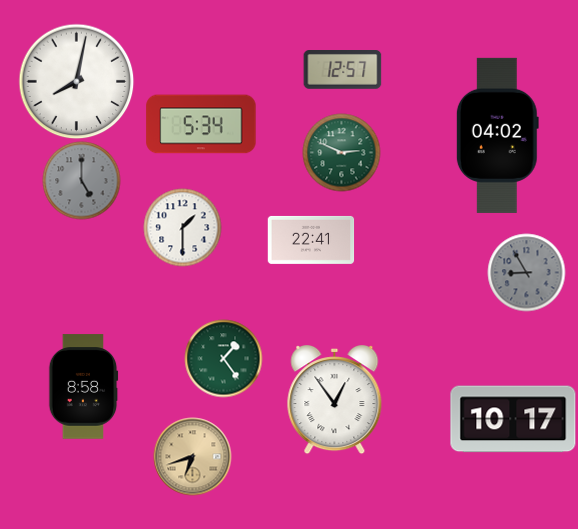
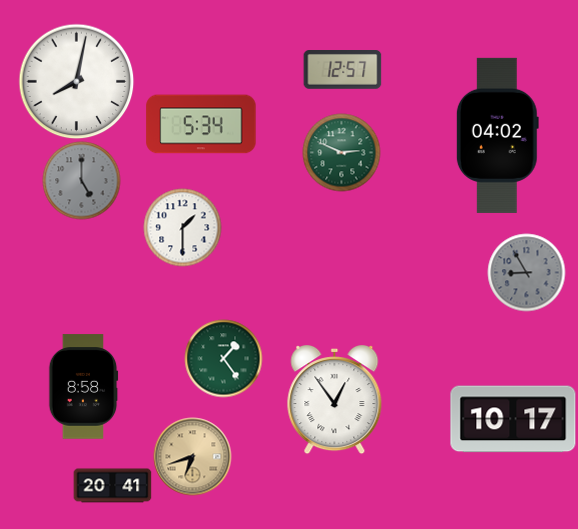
clock at (311, 240): 22:41 -> none
clock at (112, 486): none -> 20:41
